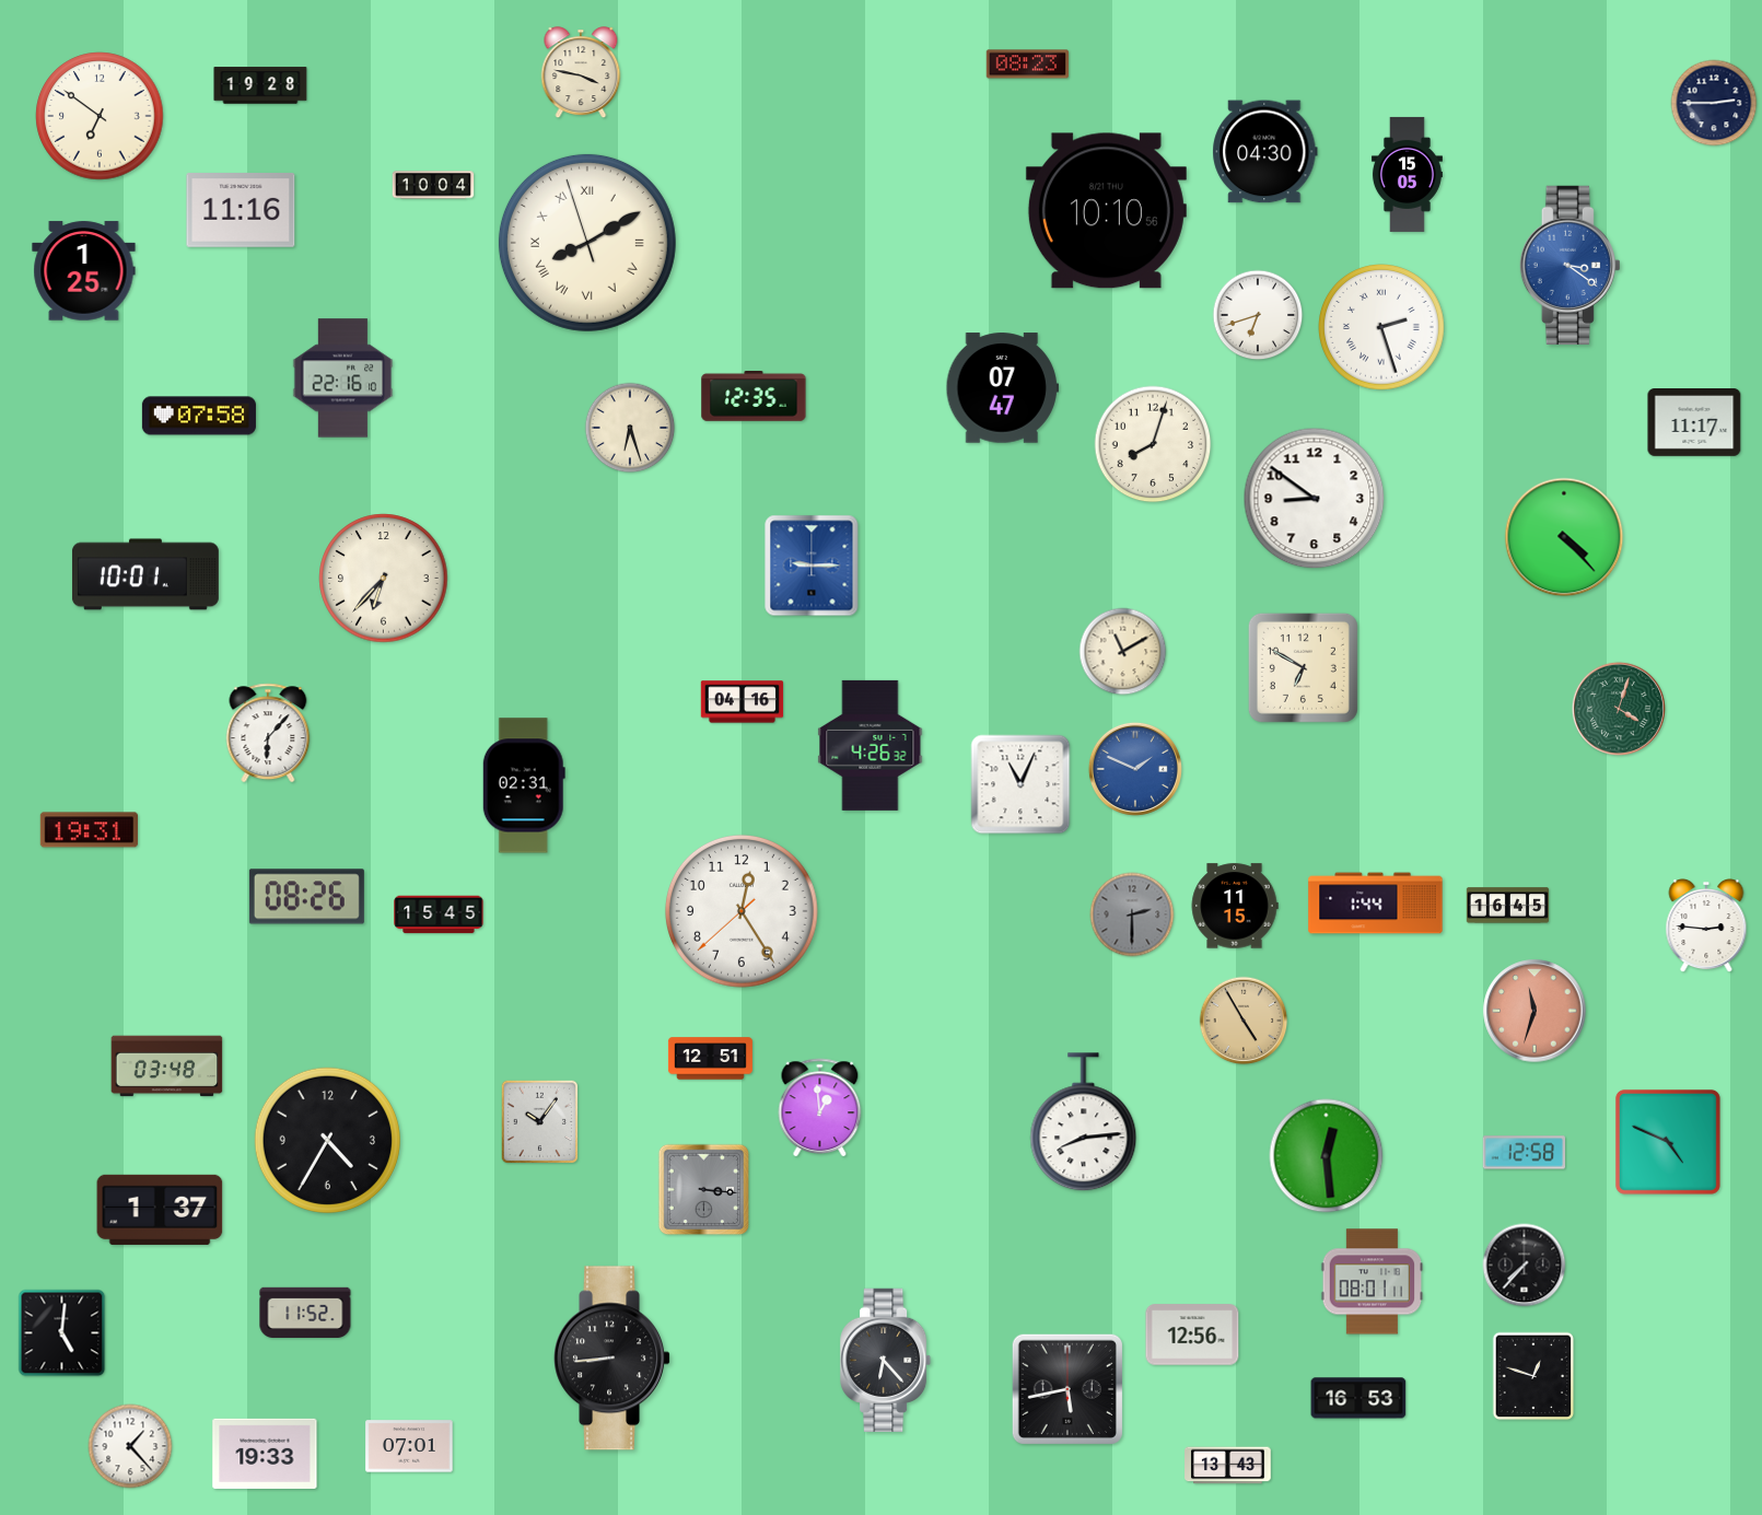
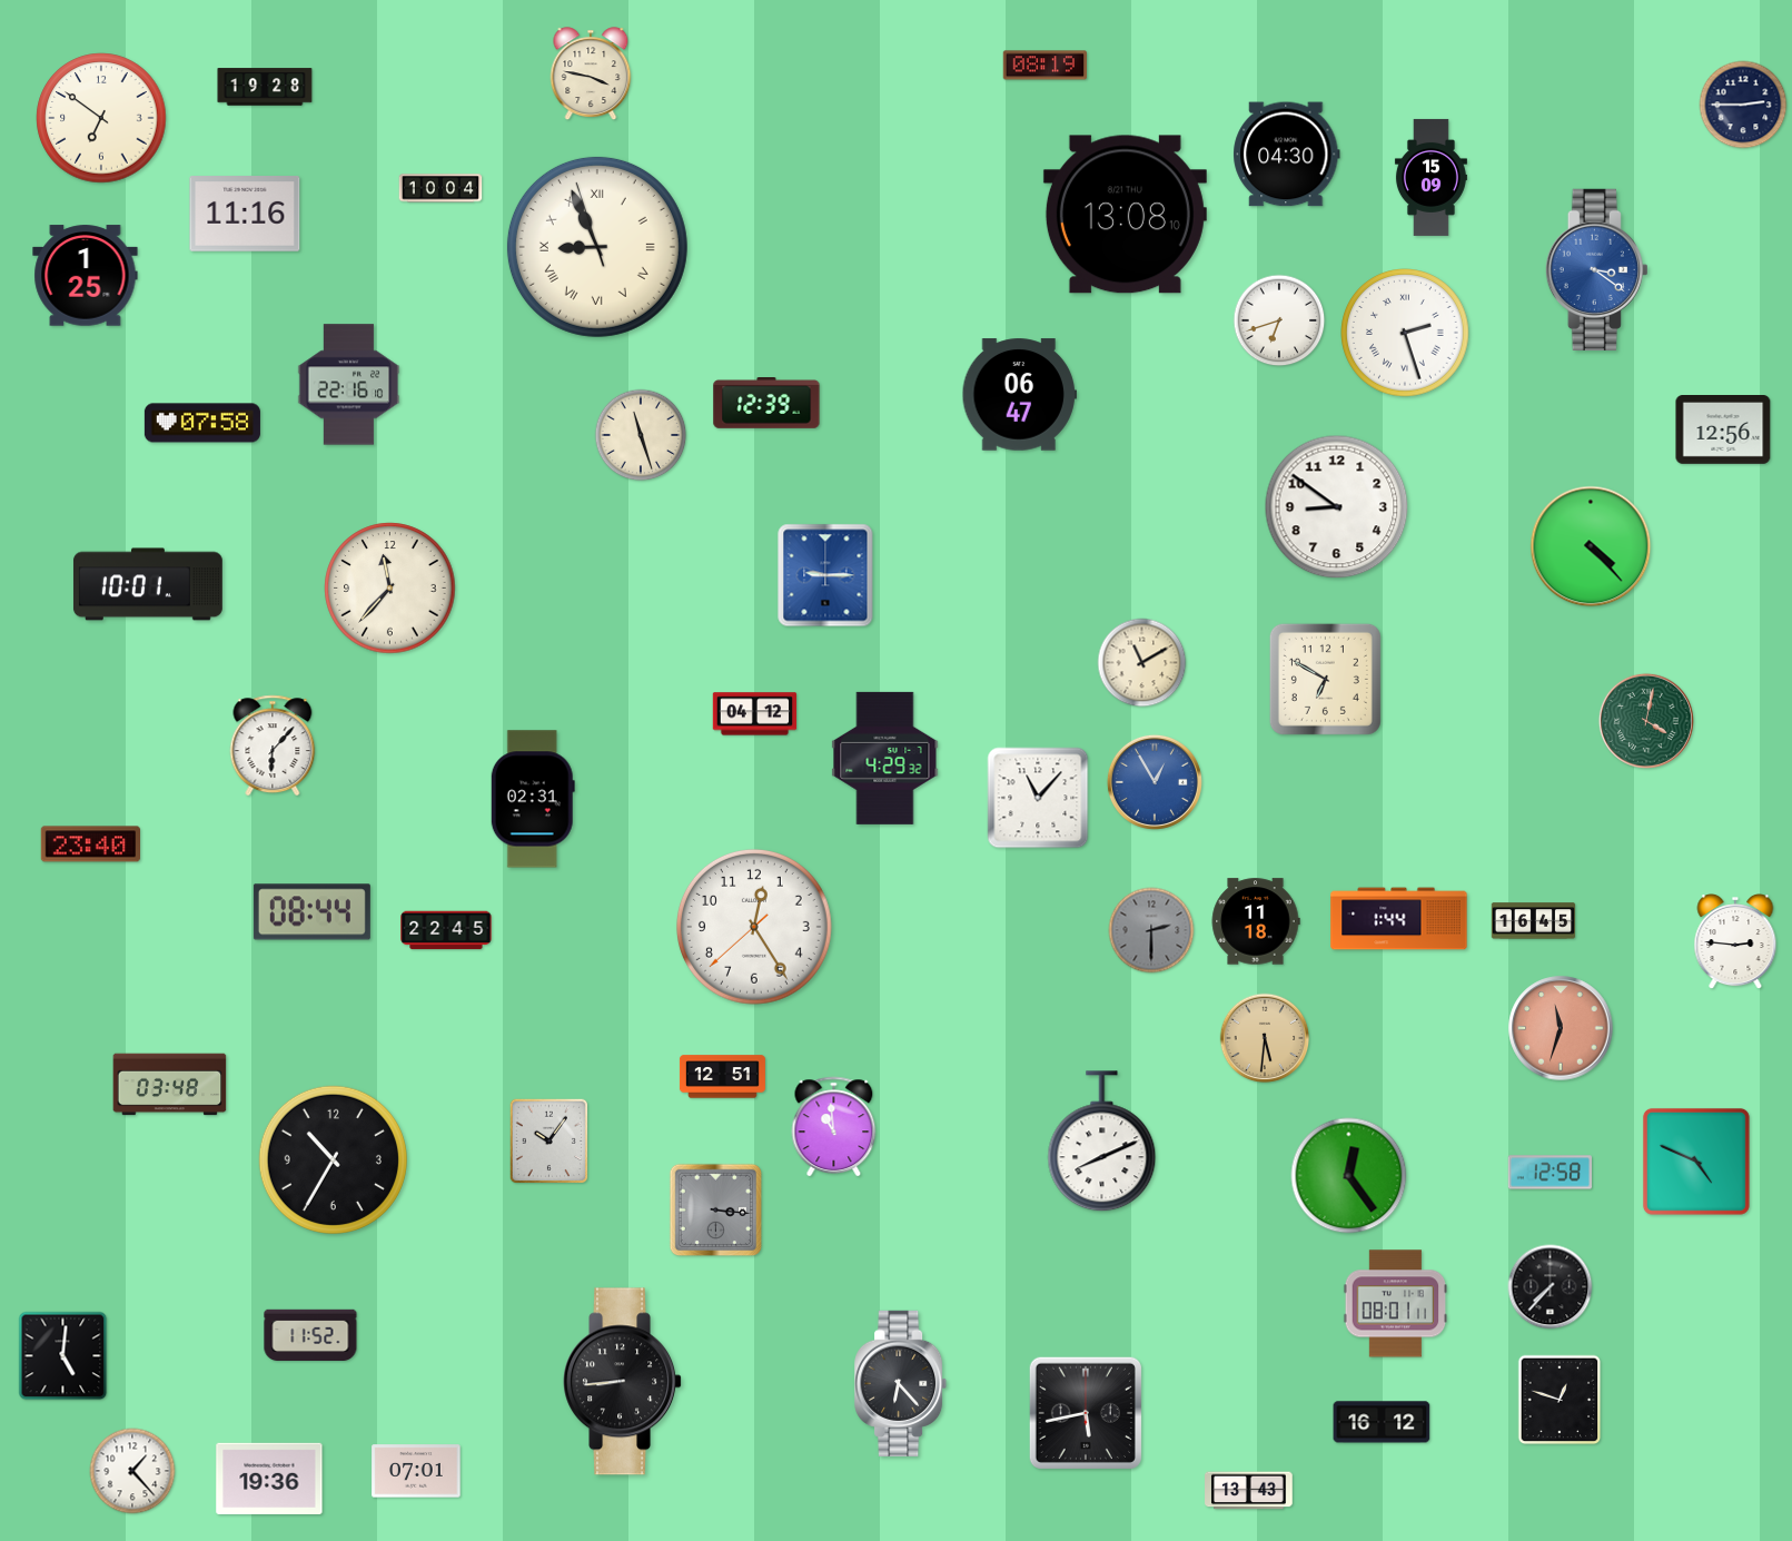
clock at (1027, 65): 08:23 -> 08:19
clock at (1407, 174): 15:05 -> 15:09
clock at (1106, 211): 10:10 -> 13:08
clock at (587, 243): 8:09 -> 8:55
clock at (1002, 388): 07:47 -> 06:47
clock at (754, 397): 12:35 -> 12:39
clock at (1694, 423): 11:17 -> 12:56
clock at (630, 428): 6:27 -> 11:27
clock at (1153, 444): 8:03 -> none
clock at (384, 579): 6:37 -> 11:37
clock at (743, 702): 04:16 -> 04:12
clock at (1619, 709): 4:03 -> 4:02
clock at (871, 745): 4:26 -> 4:29
clock at (1135, 769): 1:49 -> 12:55
clock at (1020, 784): 11:04 -> 11:07
clock at (89, 830): 19:31 -> 23:40
clock at (306, 897): 08:26 -> 08:44
clock at (1235, 906): 11:15 -> 11:18
clock at (439, 914): 15:45 -> 22:45
clock at (1244, 1021): 4:55 -> 5:31
clock at (820, 1107): 12:59 -> 10:59
clock at (1084, 1122): 8:14 -> 8:11
clock at (327, 1140): 4:35 -> 10:35
clock at (1327, 1156): 12:29 -> 12:24
clock at (160, 1210): 1:37 -> none
clock at (1192, 1335): 12:56 -> none
clock at (1358, 1398): 16:53 -> 16:12
clock at (265, 1454): 19:33 -> 19:36
